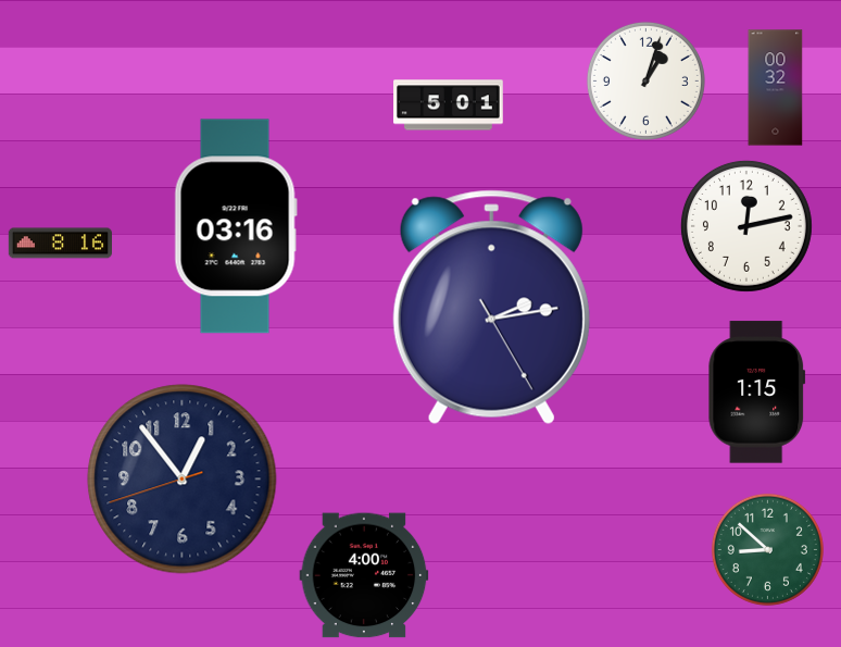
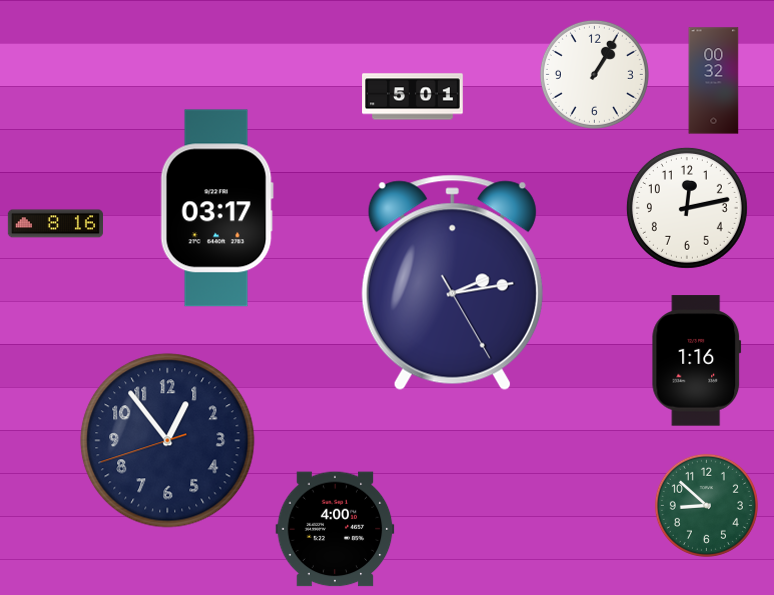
clock at (645, 80): 1:03 -> 1:05
clock at (236, 226): 03:16 -> 03:17
clock at (757, 393): 1:15 -> 1:16
